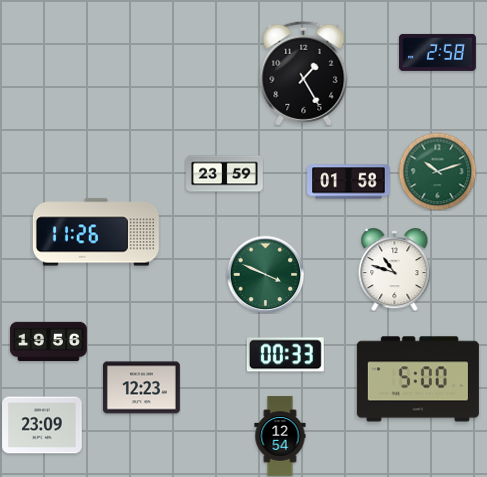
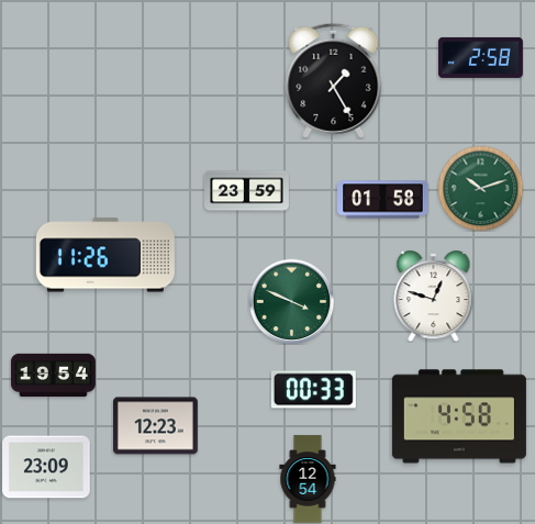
clock at (395, 270): 10:48 -> 12:48
clock at (49, 342): 19:56 -> 19:54
clock at (418, 379): 5:00 -> 4:58
